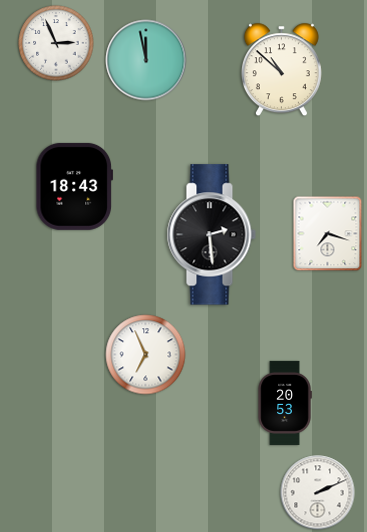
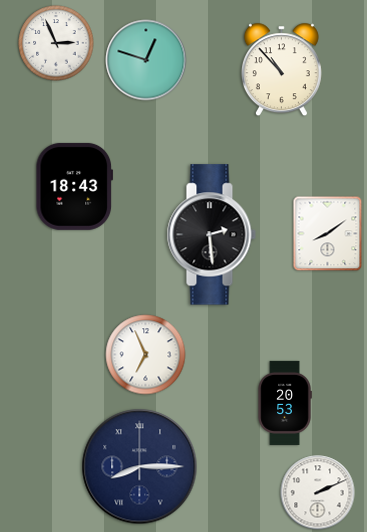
clock at (146, 60): 11:58 -> 12:48
clock at (281, 70): 10:52 -> 10:53
clock at (328, 234): 7:18 -> 8:09
clock at (140, 467): none -> 8:15
